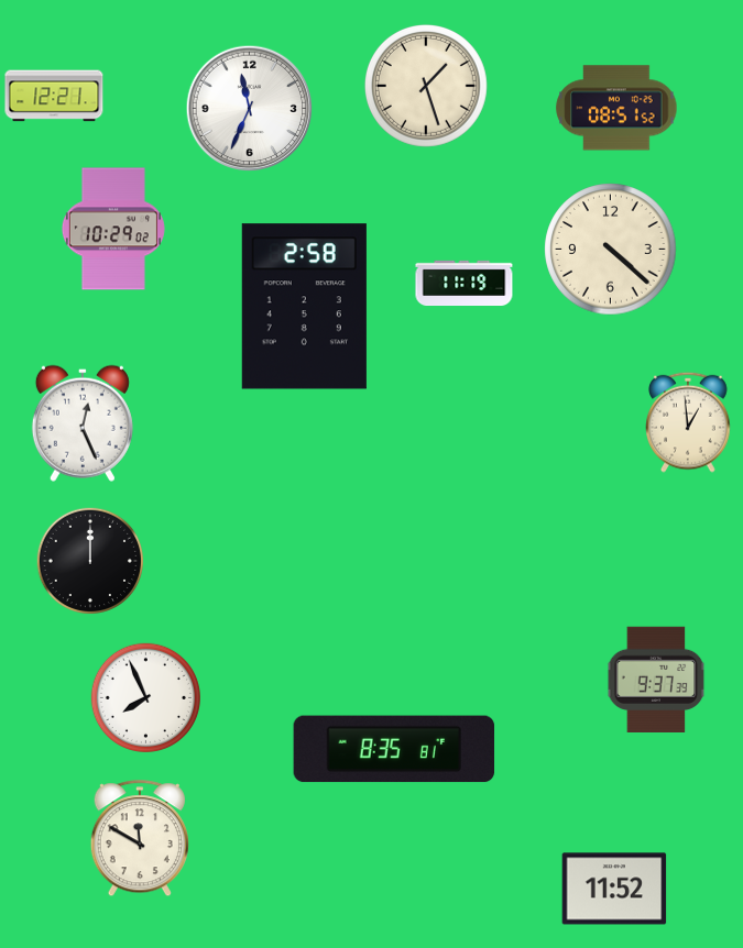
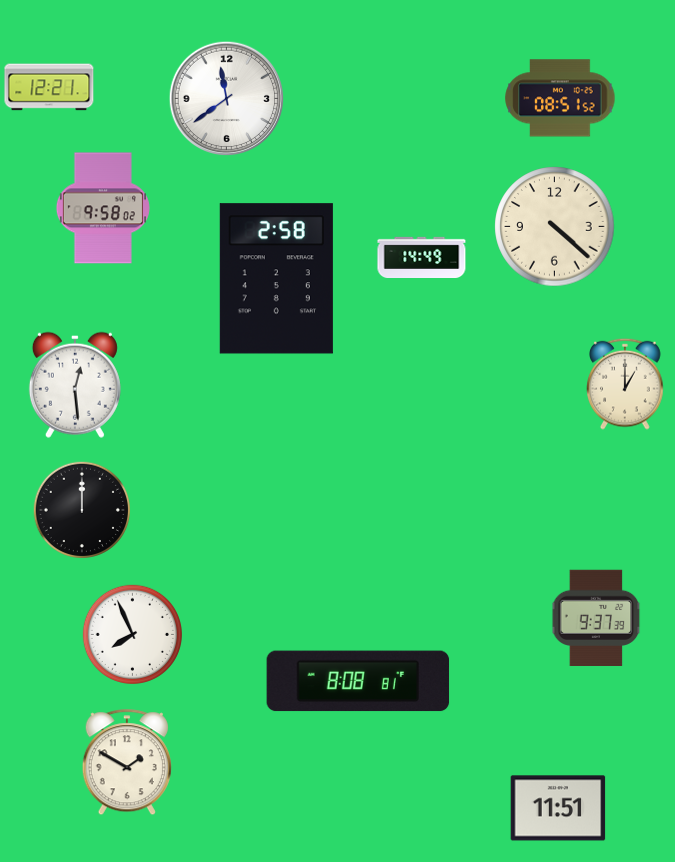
clock at (426, 86): 1:27 -> none
clock at (250, 109): 11:34 -> 11:39
clock at (113, 229): 10:29 -> 9:58
clock at (465, 283): 11:19 -> 14:49
clock at (688, 422): 12:59 -> 1:00
clock at (83, 423): 12:26 -> 12:29
clock at (394, 749): 8:35 -> 8:08
clock at (140, 839): 11:50 -> 1:50
clock at (614, 889): 11:52 -> 11:51
